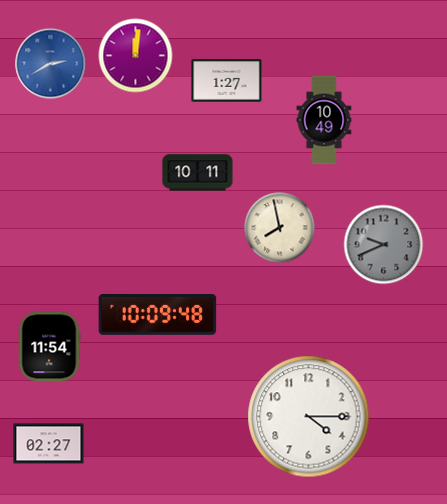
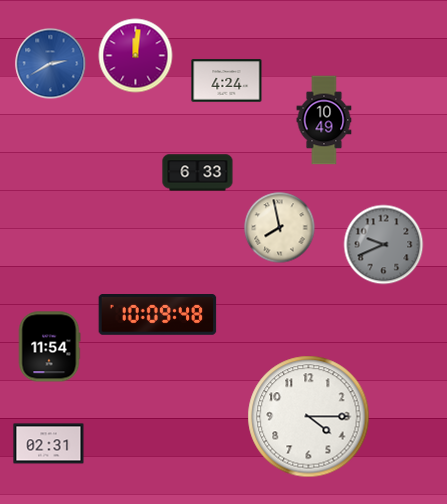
clock at (227, 81): 1:27 -> 4:24
clock at (198, 173): 10:11 -> 6:33
clock at (49, 444): 02:27 -> 02:31
